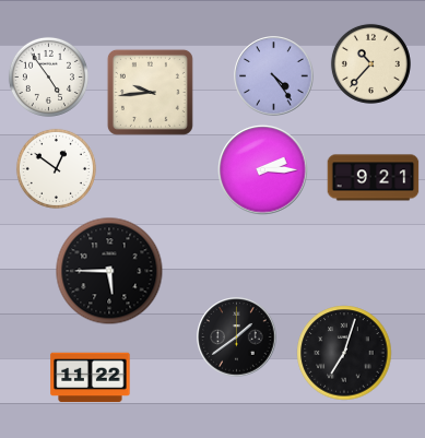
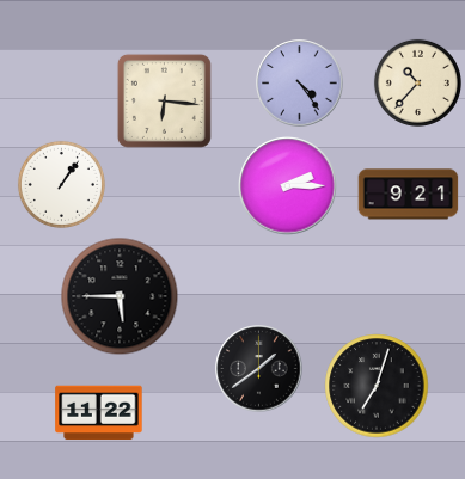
clock at (370, 63) position: (370, 63) -> (417, 82)
clock at (48, 76): 4:54 -> none
clock at (150, 92): 9:44 -> 6:16
clock at (56, 168): 12:51 -> 1:06
